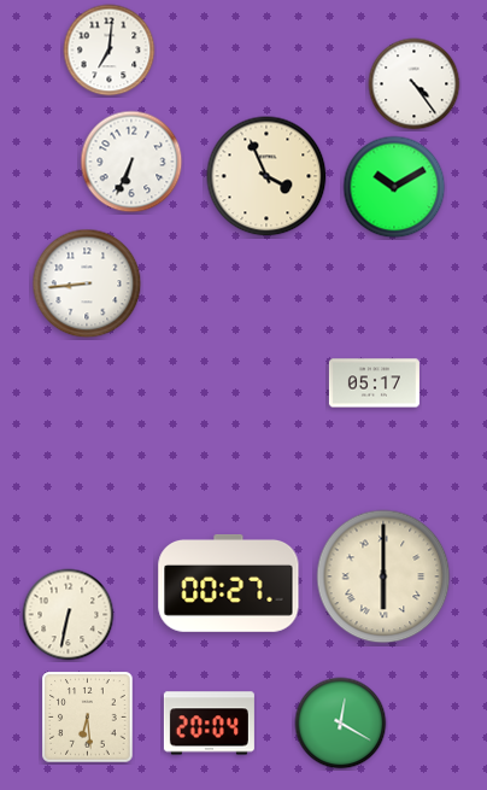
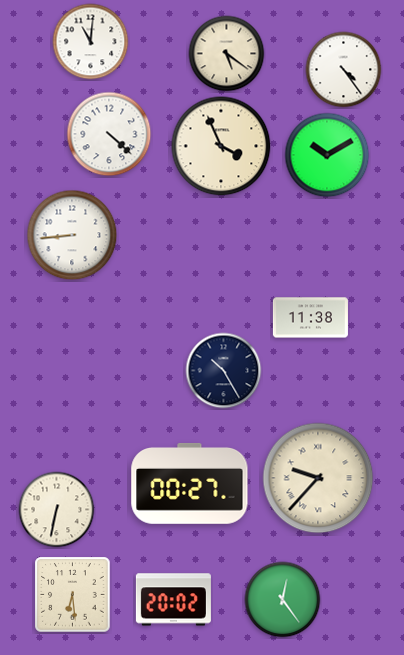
clock at (110, 51): 7:01 -> 11:01
clock at (227, 54): none -> 5:21
clock at (131, 162): 6:34 -> 4:22
clock at (374, 384): 05:17 -> 11:38
clock at (224, 371): none -> 10:25
clock at (383, 577): 6:00 -> 9:37
clock at (209, 724): 20:04 -> 20:02
clock at (341, 724): 12:20 -> 12:24
